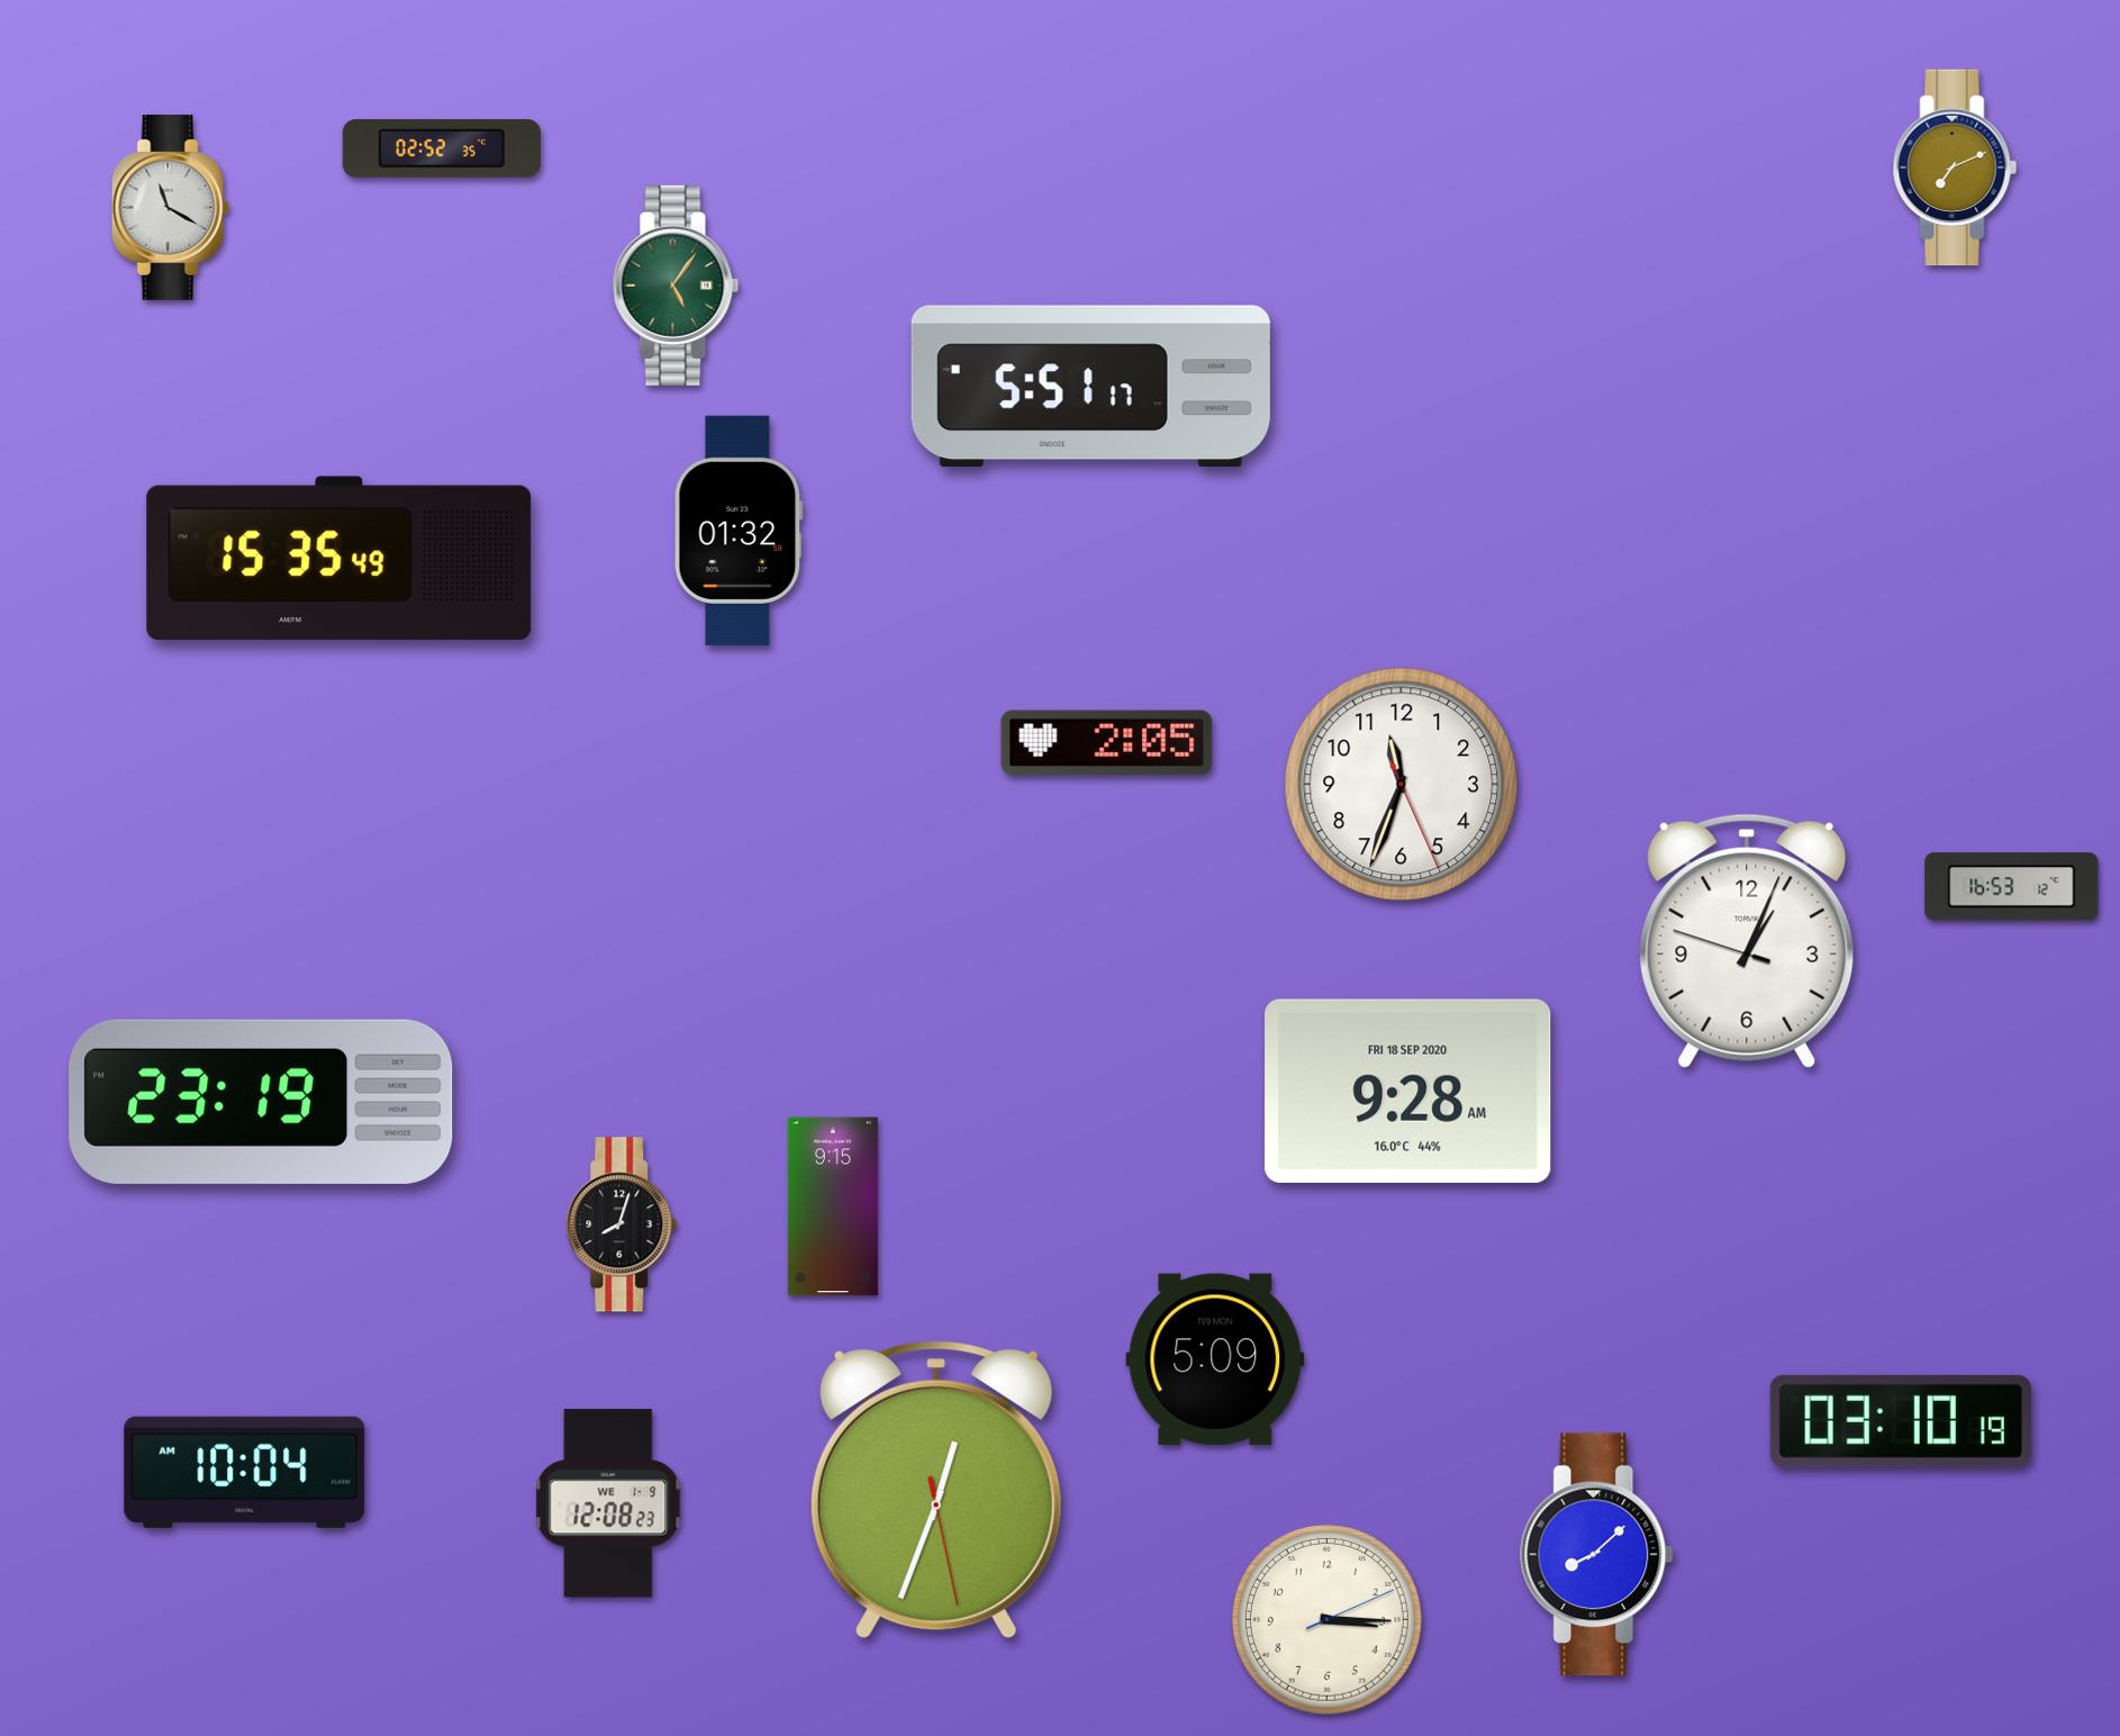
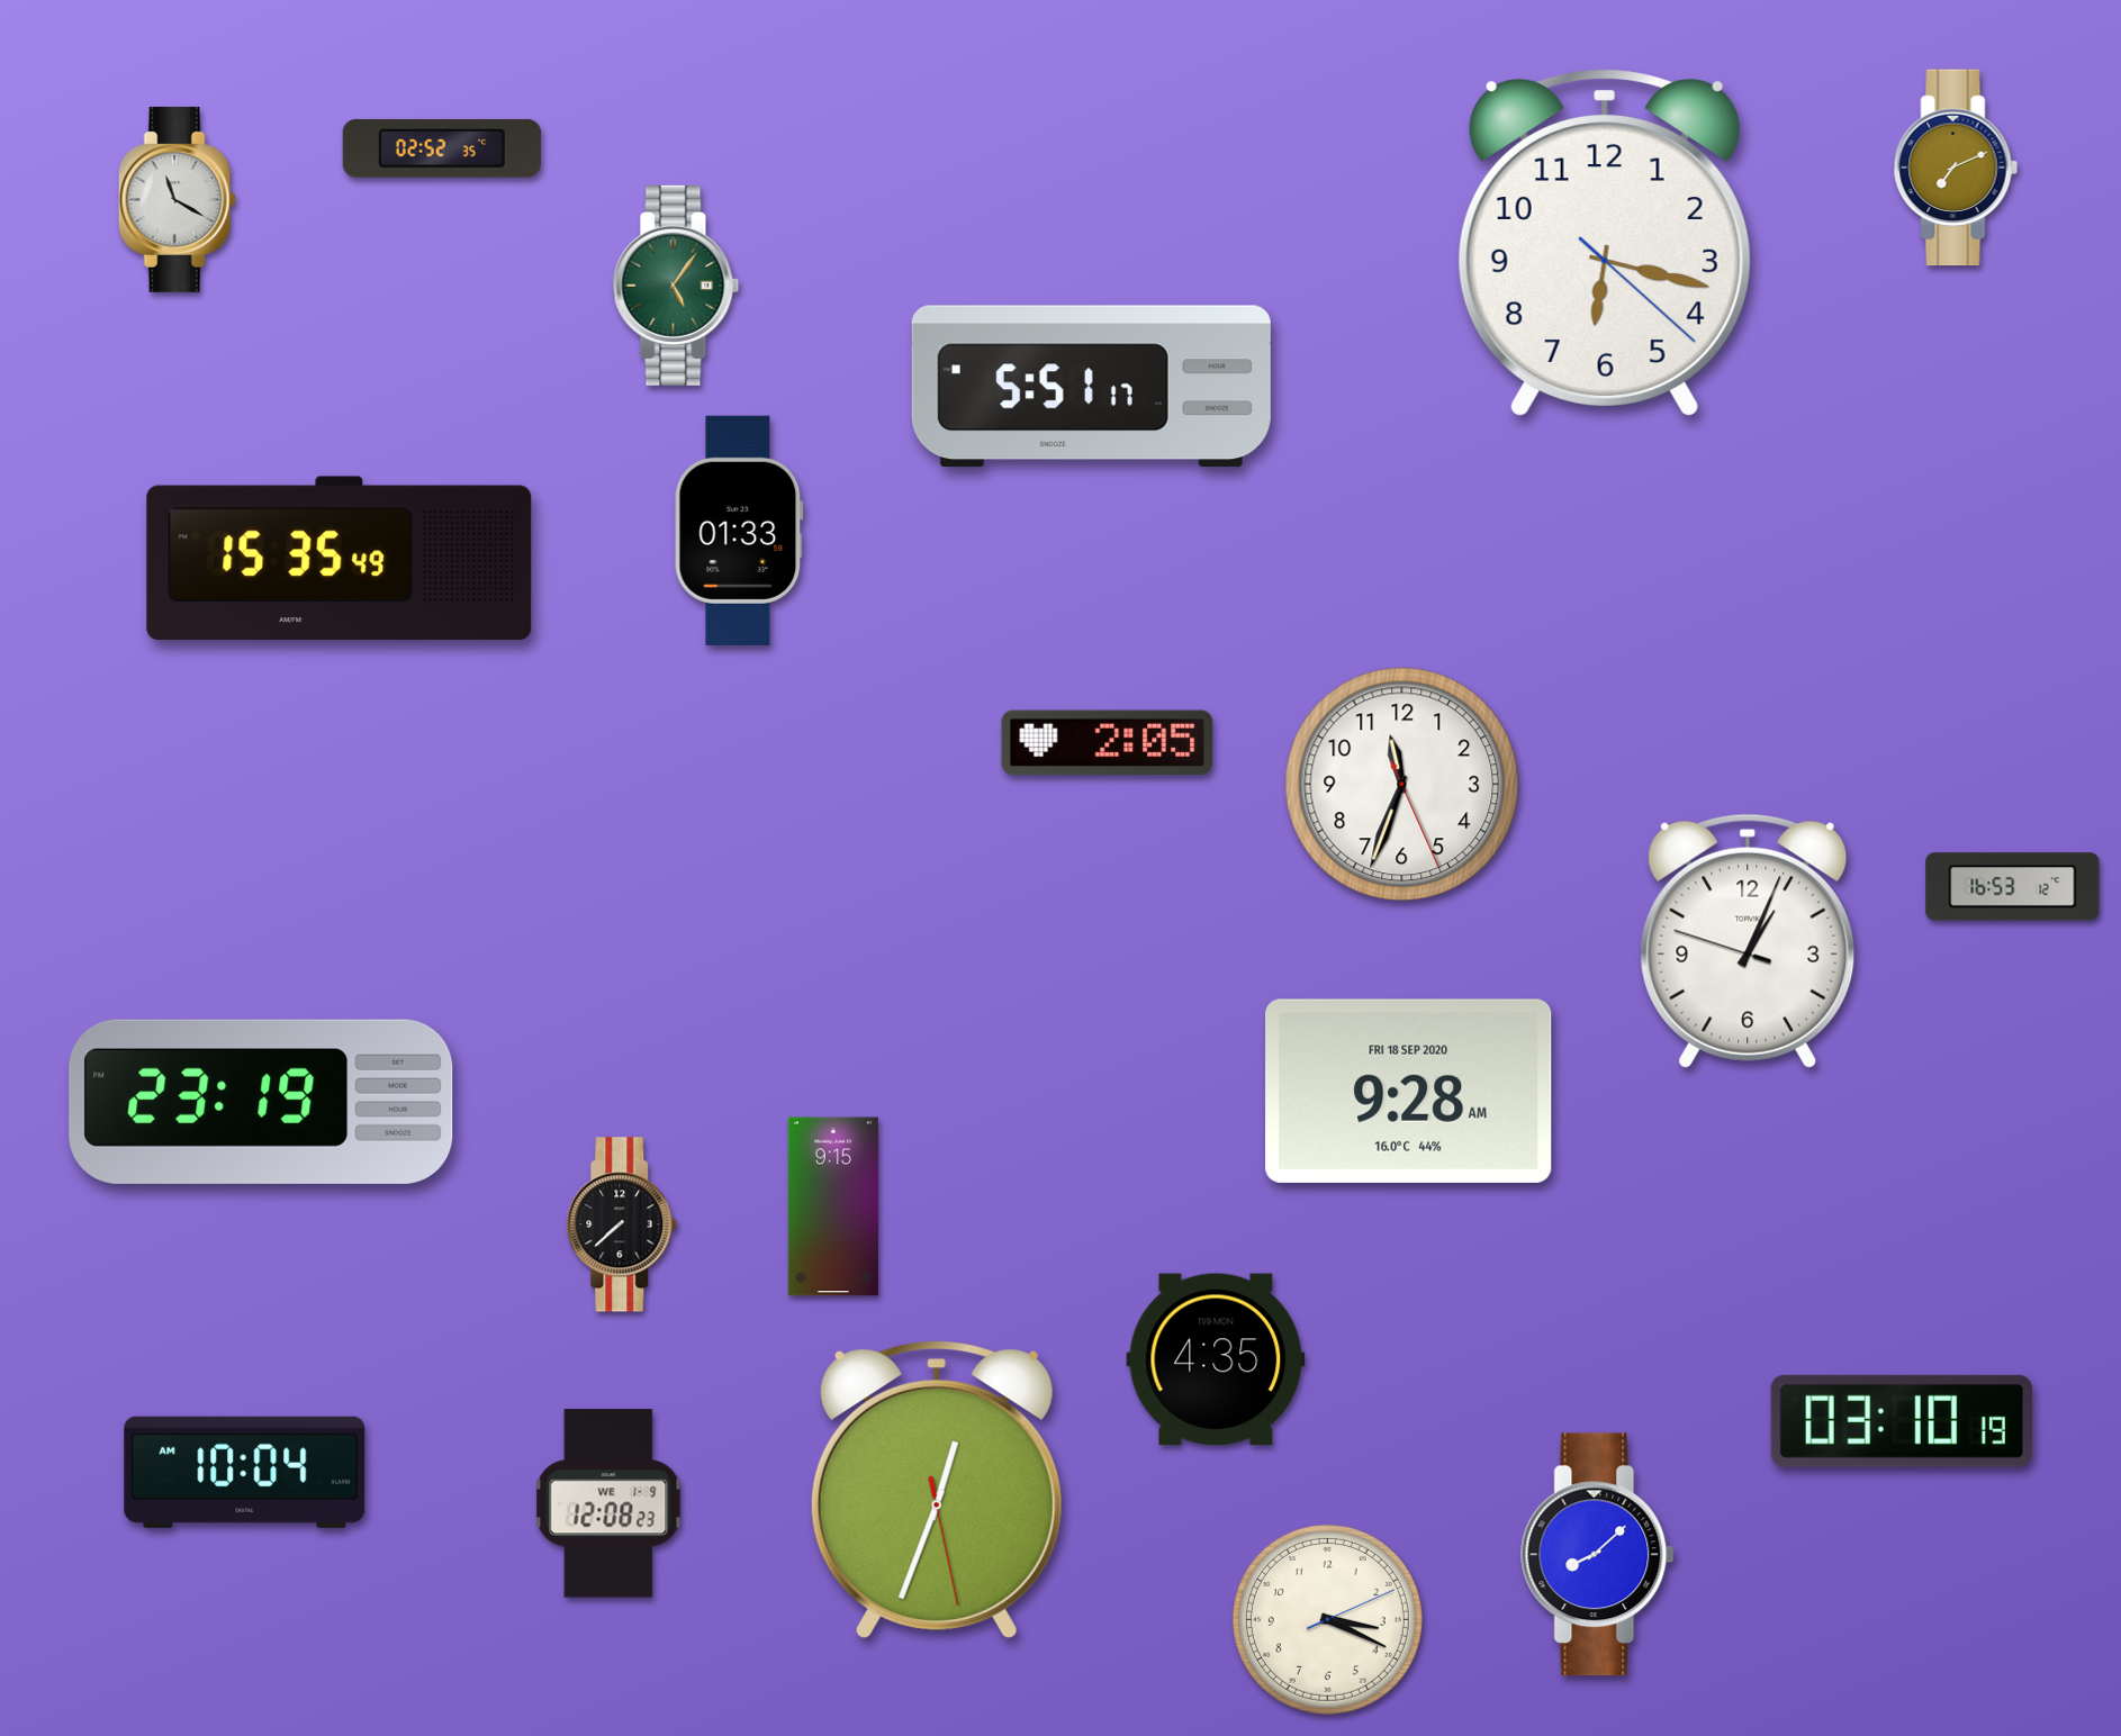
clock at (170, 207) position: (170, 207) -> (177, 199)
clock at (1605, 243): none -> 6:17
clock at (739, 531): 01:32 -> 01:33
clock at (622, 1224): 8:03 -> 7:38
clock at (1215, 1359): 5:09 -> 4:35
clock at (1326, 1619): 3:15 -> 3:19
